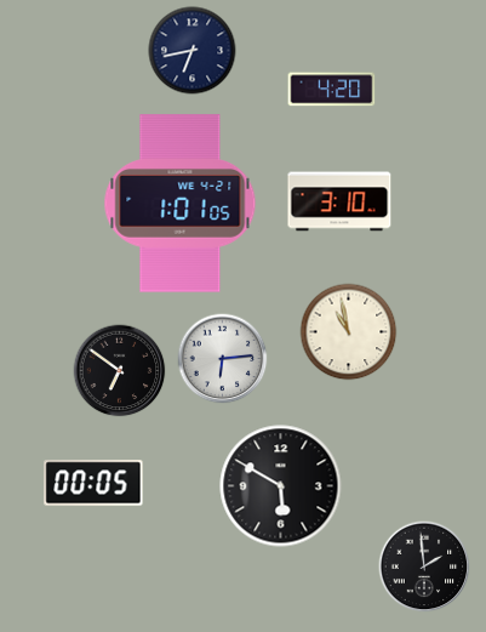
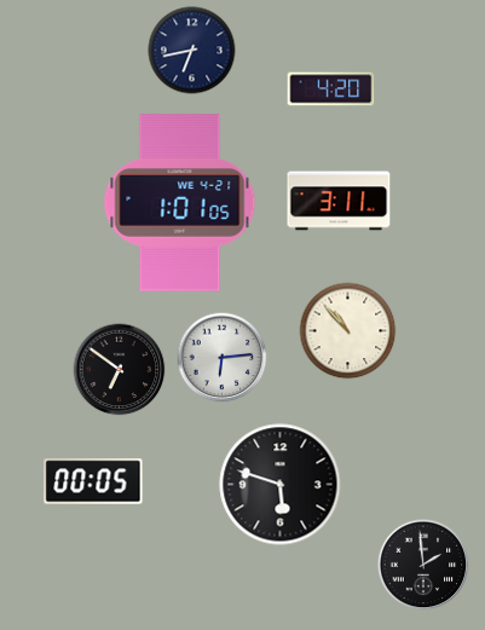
clock at (339, 201): 3:10 -> 3:11
clock at (349, 332): 10:58 -> 10:53
clock at (281, 486): 5:50 -> 5:48
